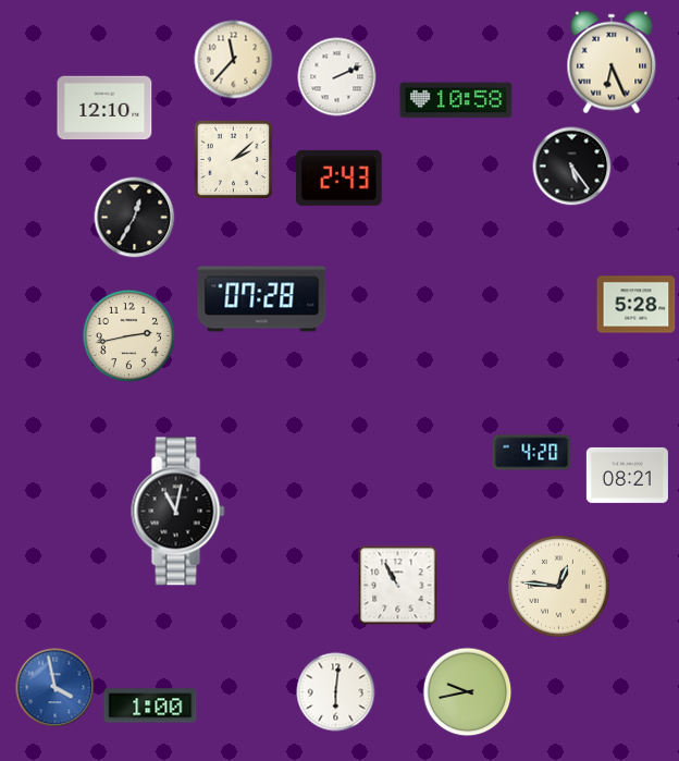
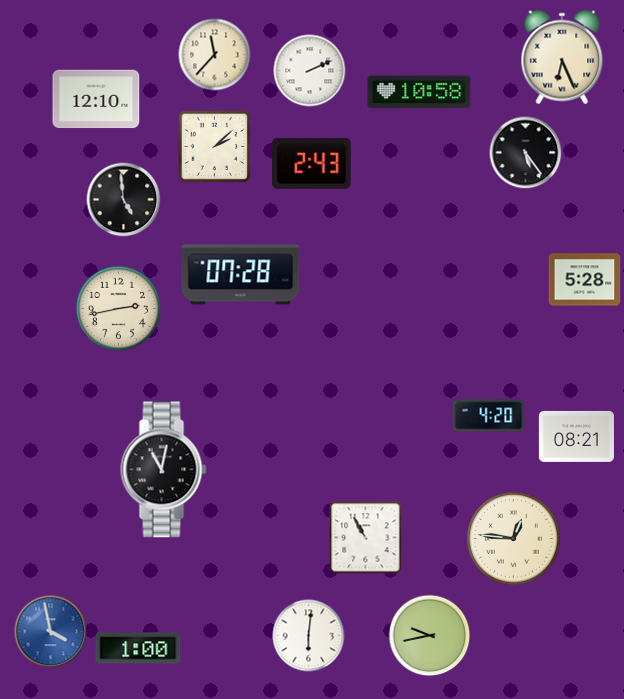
clock at (135, 218): 12:35 -> 4:59
